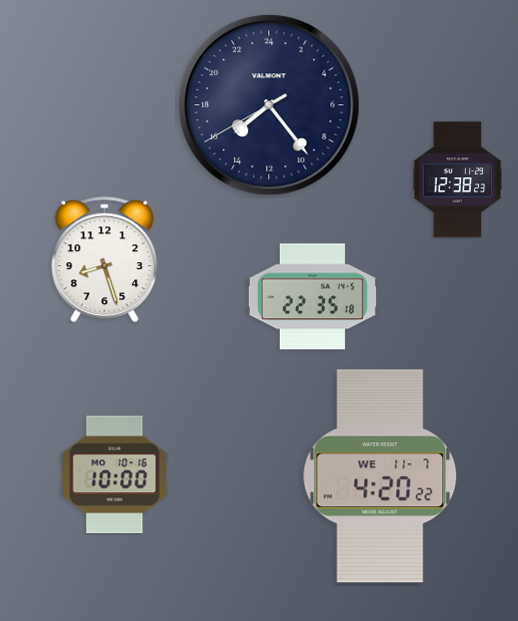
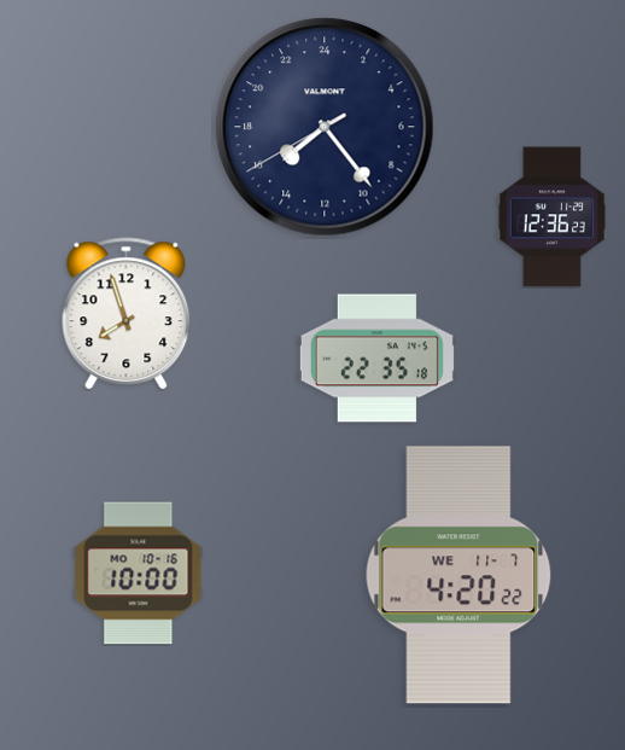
clock at (458, 180): 12:38 -> 12:36
clock at (105, 260): 8:27 -> 7:57
